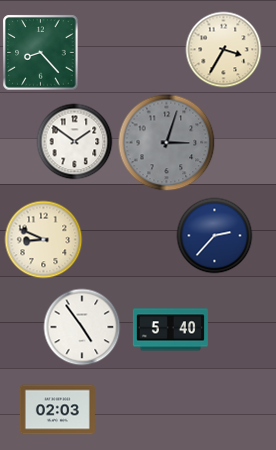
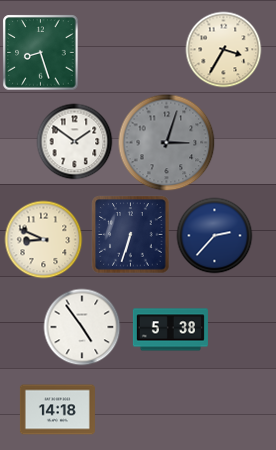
clock at (41, 53): 8:23 -> 8:27
clock at (131, 235): none -> 6:33
clock at (170, 330): 5:40 -> 5:38
clock at (57, 410): 02:03 -> 14:18
